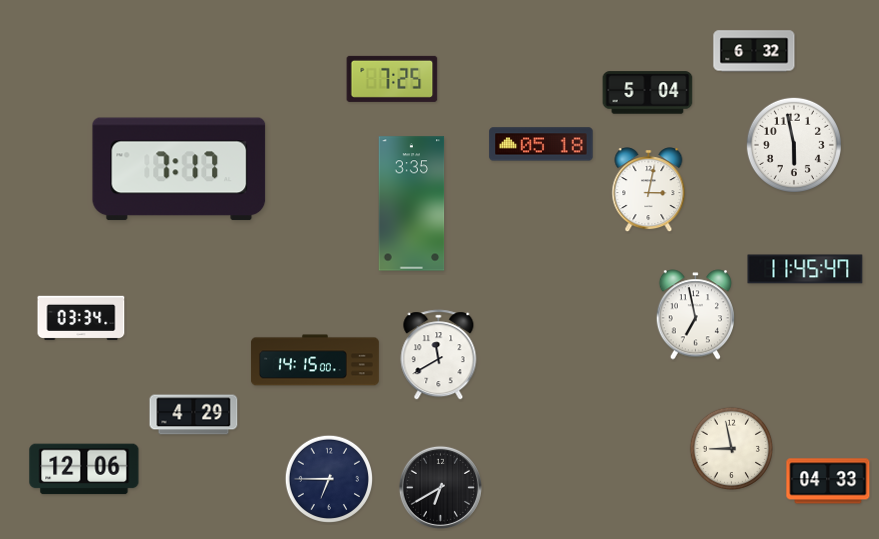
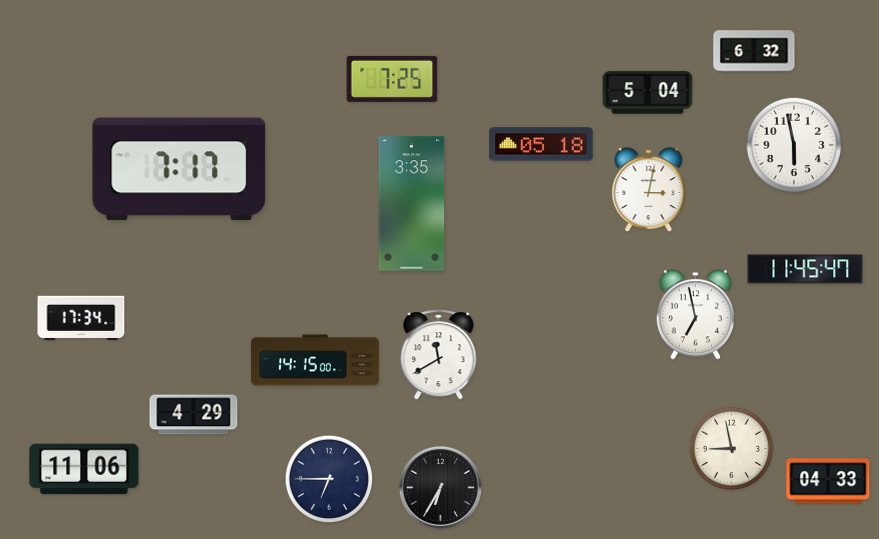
clock at (81, 318): 03:34 -> 17:34
clock at (84, 469): 12:06 -> 11:06
clock at (440, 487): 6:40 -> 6:35
